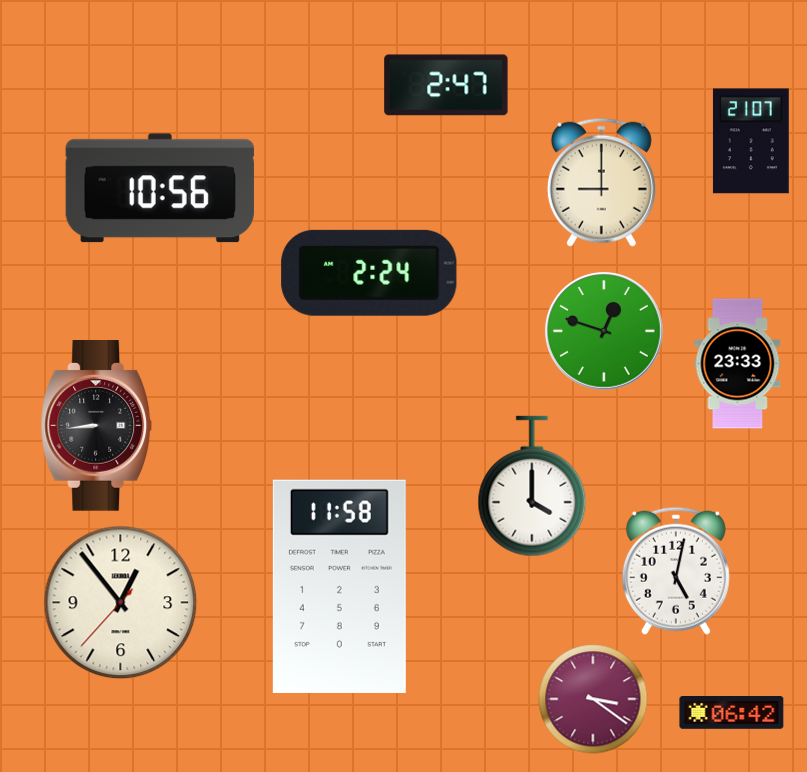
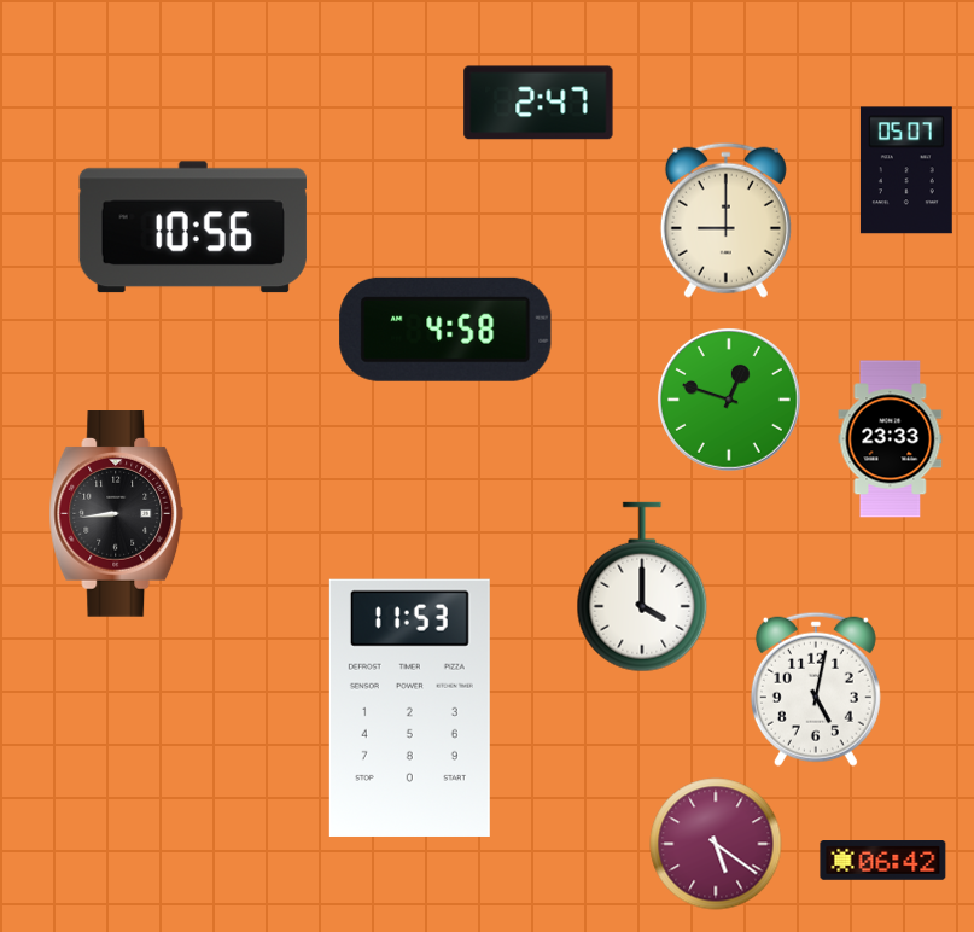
clock at (751, 141): 21:07 -> 05:07
clock at (369, 273): 2:24 -> 4:58
clock at (339, 586): 11:58 -> 11:53
clock at (121, 603): 12:53 -> none
clock at (593, 699): 3:21 -> 5:21
